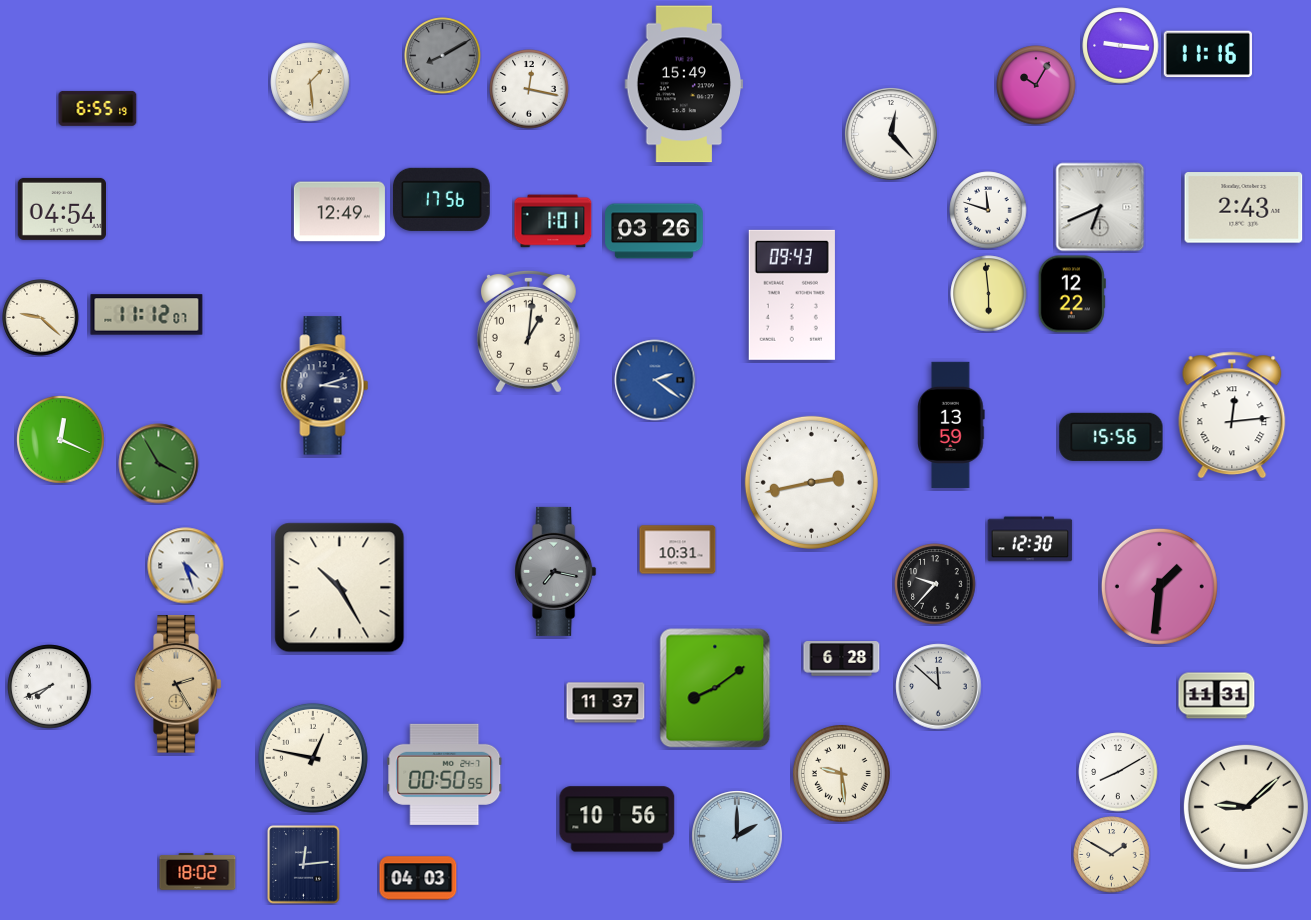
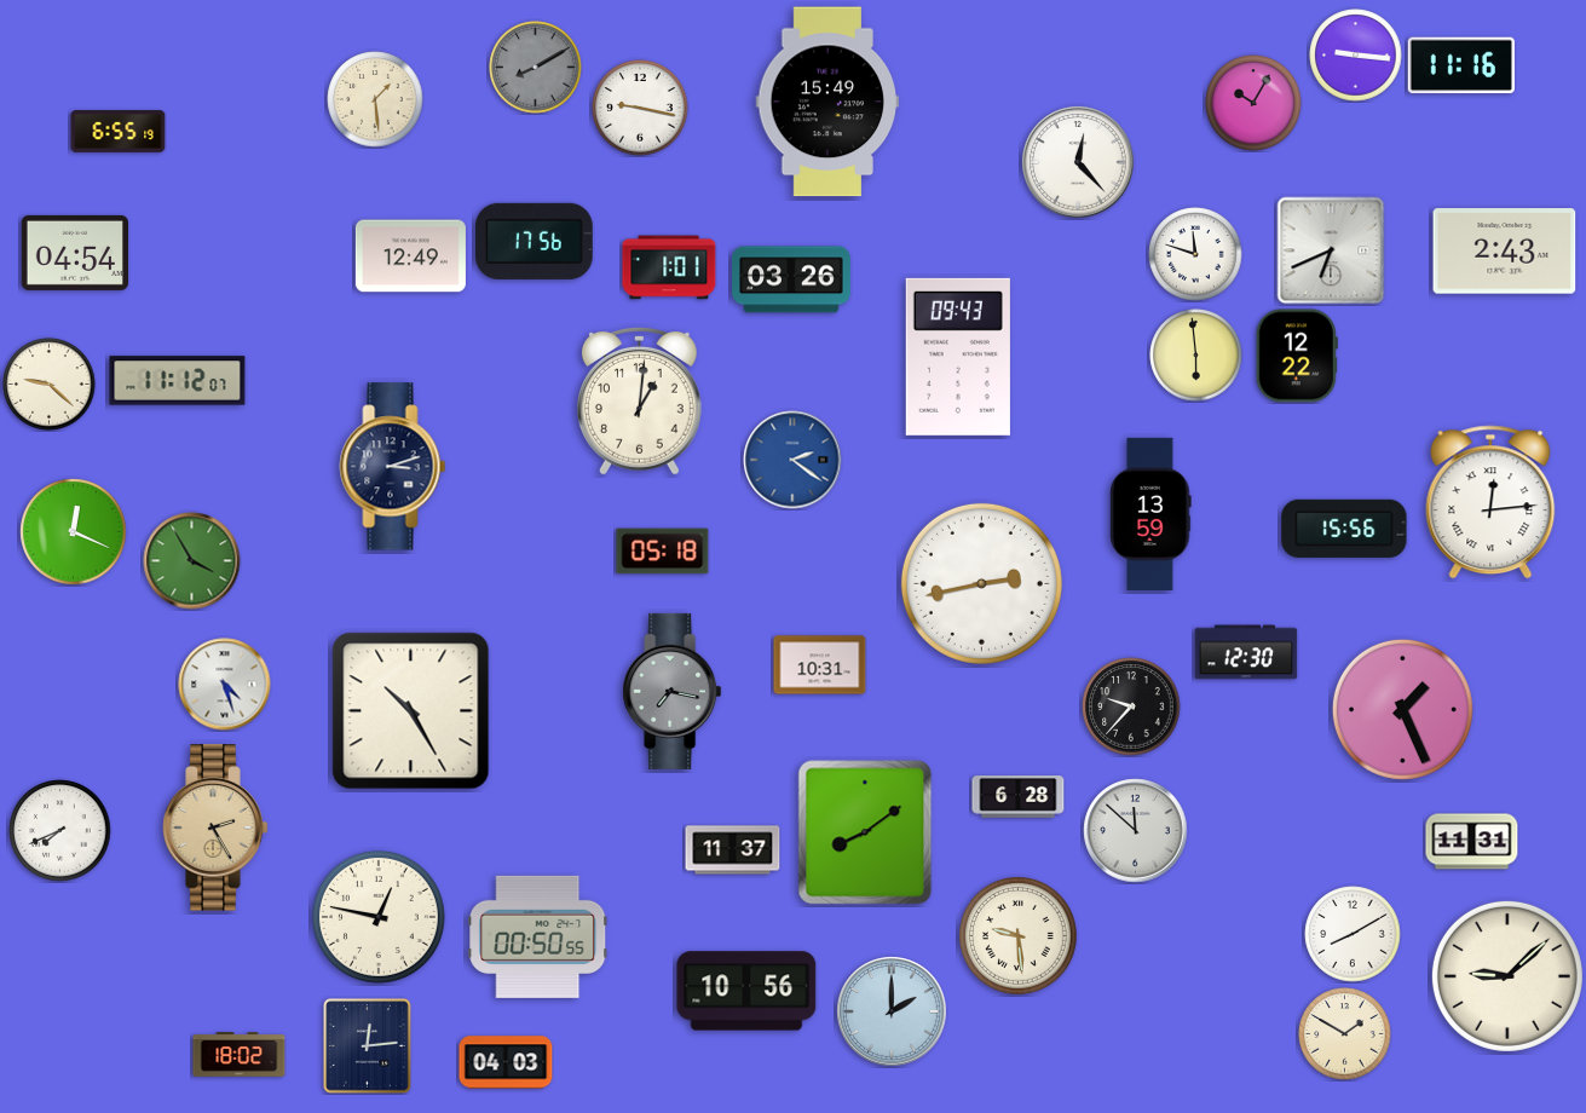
clock at (529, 89): 12:17 -> 9:17
clock at (663, 552): none -> 05:18
clock at (1159, 586): 1:31 -> 1:26
